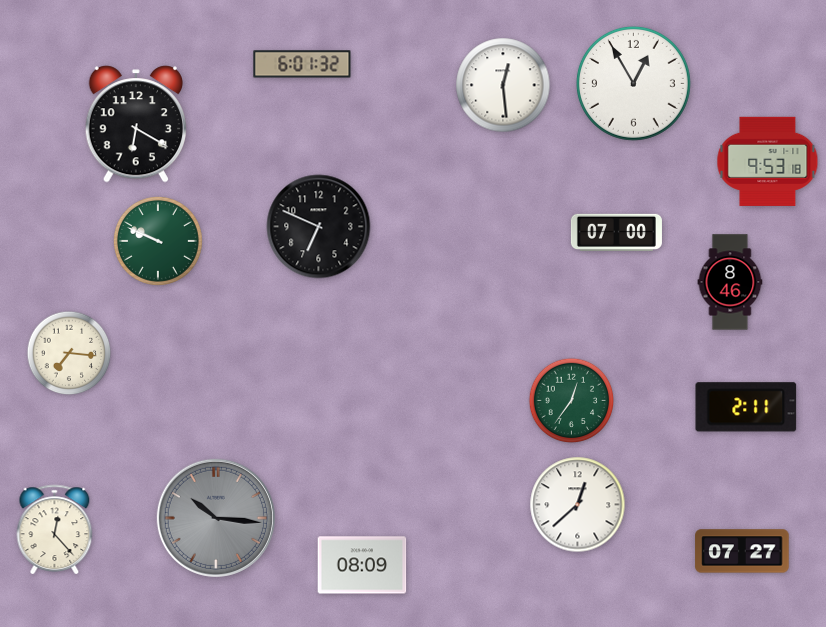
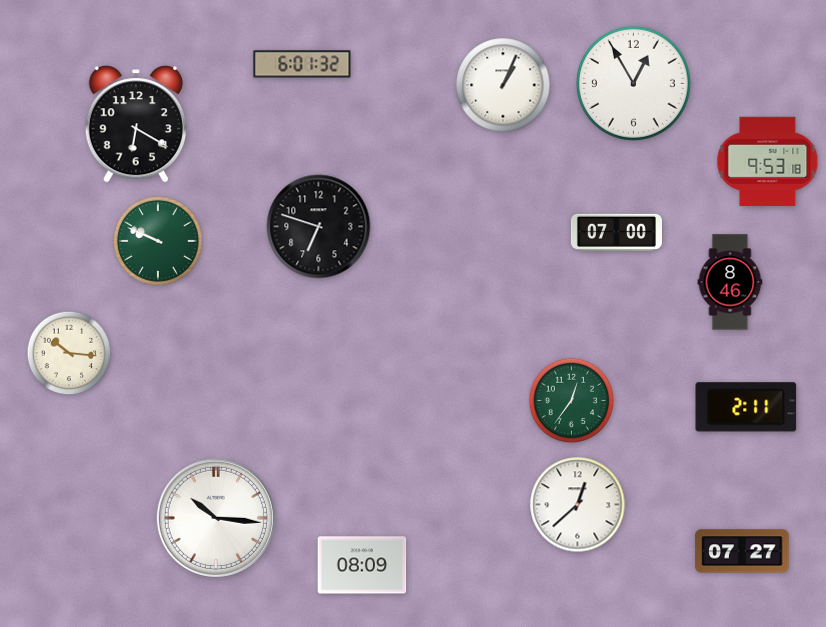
clock at (503, 85): 12:29 -> 1:04
clock at (319, 227): 6:49 -> 6:48
clock at (69, 353): 7:16 -> 10:16
clock at (216, 518) dial: grey -> white
clock at (55, 530): 12:23 -> none
